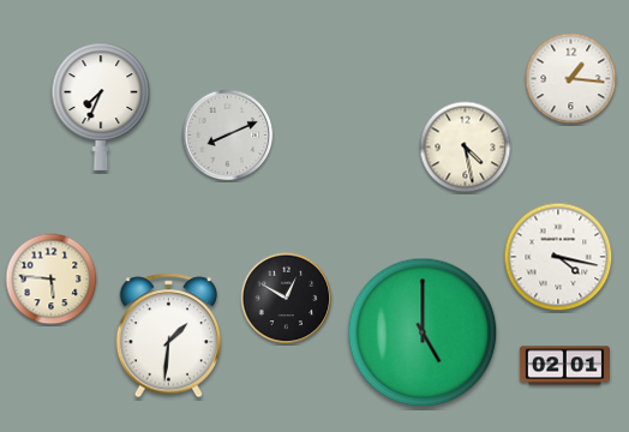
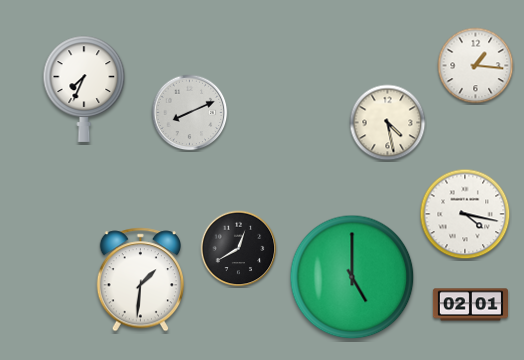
clock at (52, 280): 5:46 -> none
clock at (287, 299): 12:50 -> 12:40
